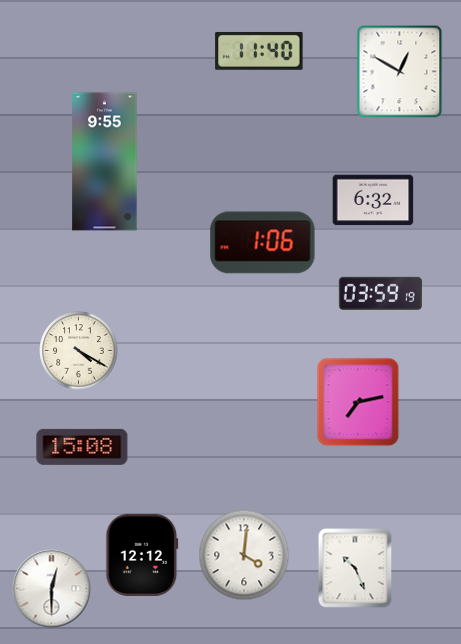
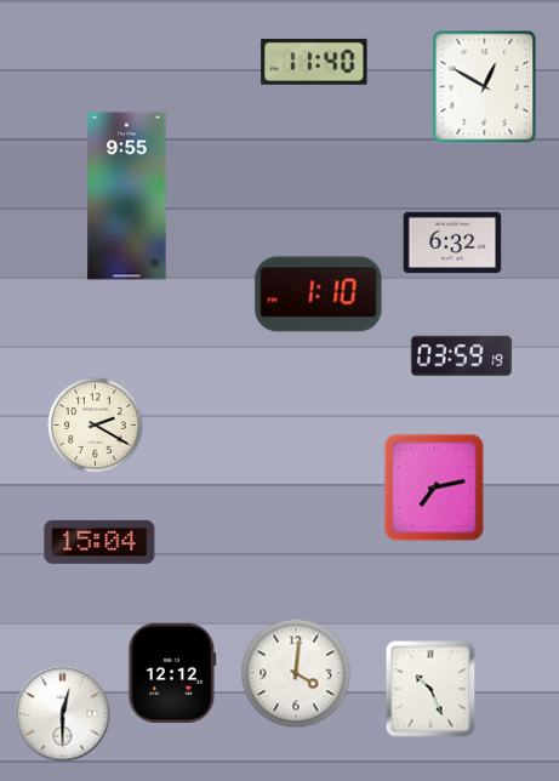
clock at (263, 243): 1:06 -> 1:10
clock at (79, 351): 4:20 -> 2:20
clock at (82, 447): 15:08 -> 15:04
